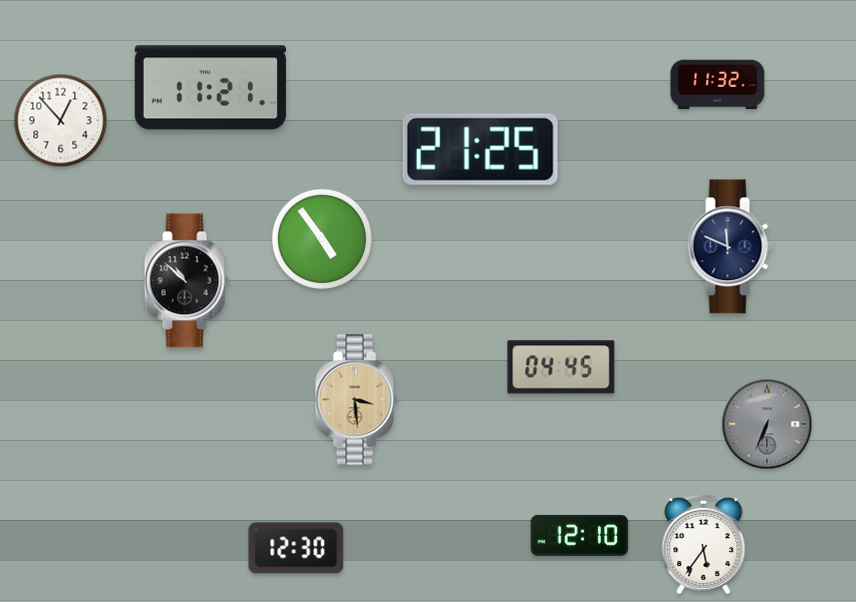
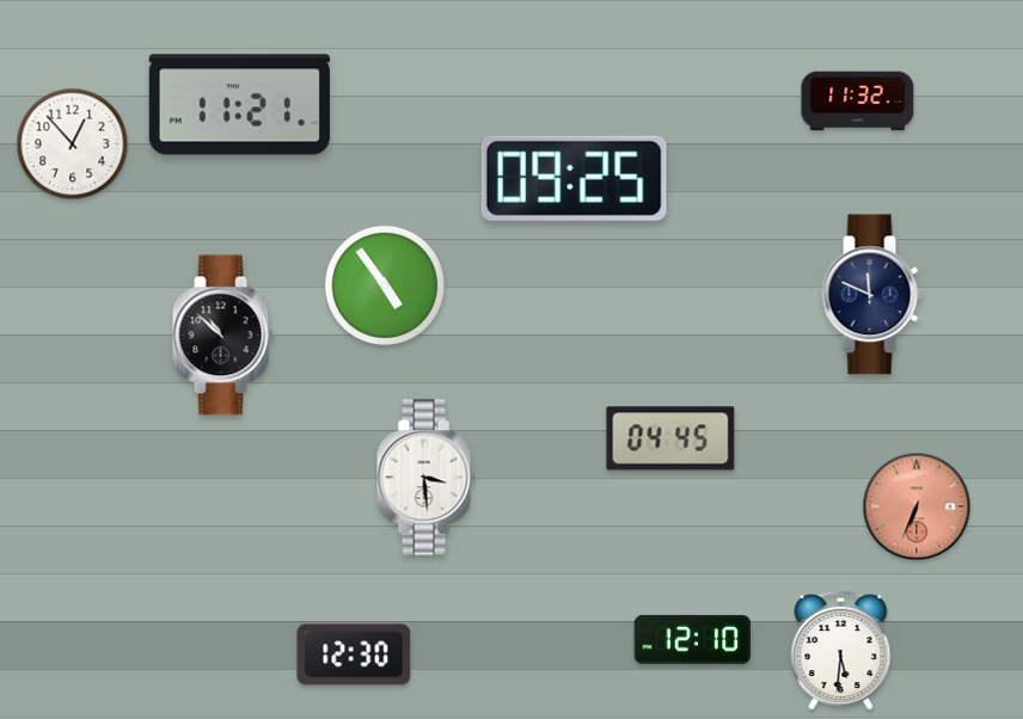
clock at (210, 88) position: (210, 88) -> (239, 105)
clock at (480, 149): 21:25 -> 09:25
clock at (356, 400) dial: champagne -> white
clock at (767, 424) dial: grey -> salmon
clock at (704, 543): 5:36 -> 5:31
